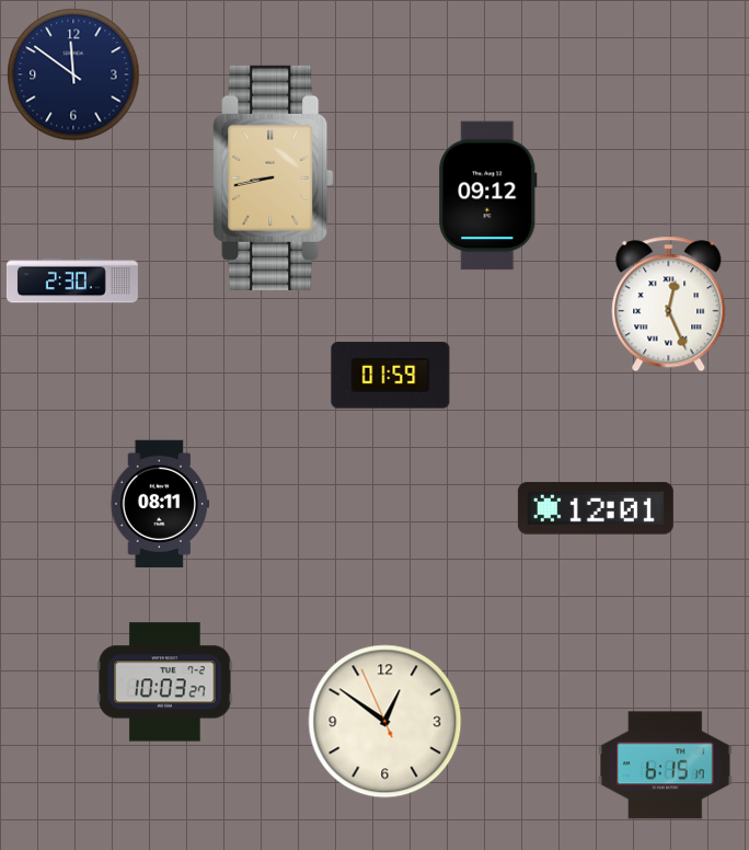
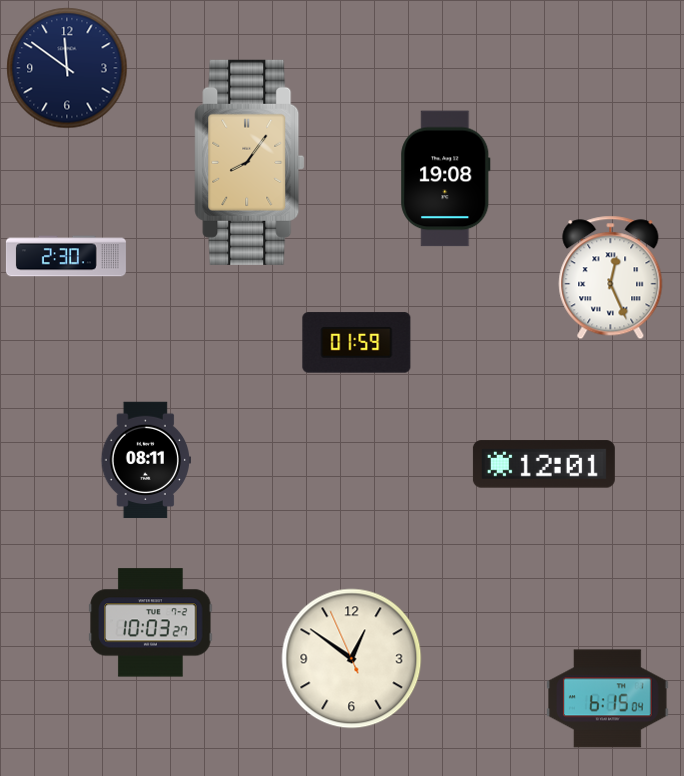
clock at (274, 177): 8:43 -> 8:06
clock at (488, 196): 09:12 -> 19:08
clock at (666, 766): 6:15:17 -> 6:15:04
